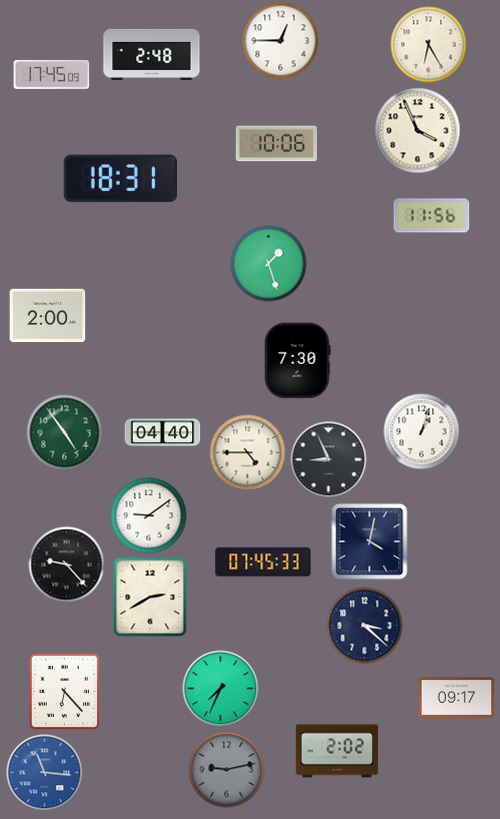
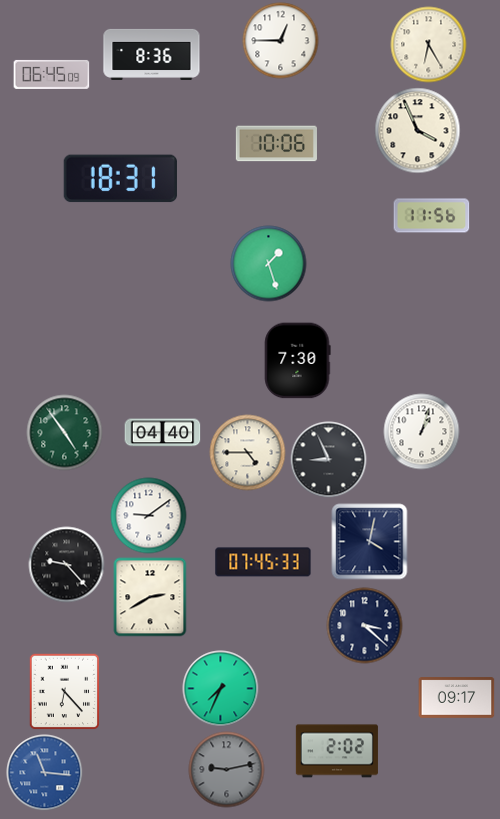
clock at (152, 54): 2:48 -> 8:36
clock at (52, 74): 17:45 -> 06:45
clock at (48, 316): 2:00 -> none
